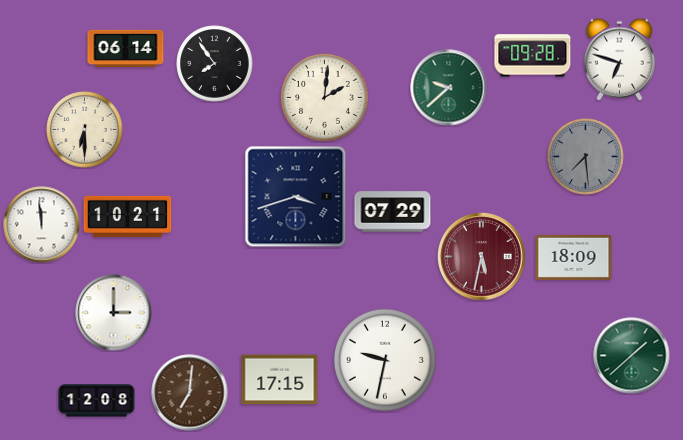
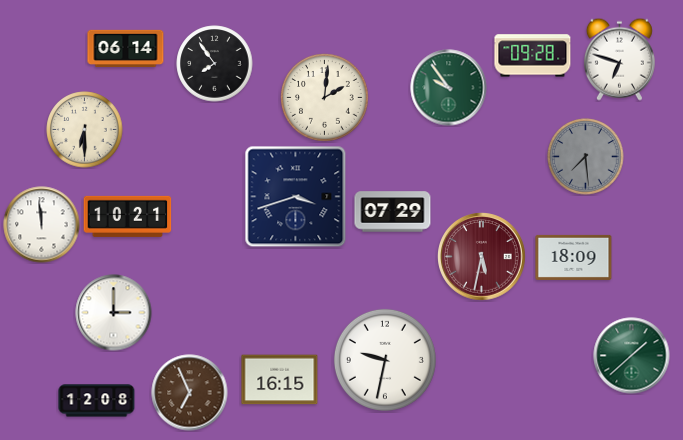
clock at (449, 88): 9:38 -> 9:54
clock at (280, 380): 17:15 -> 16:15
clock at (190, 393): 7:01 -> 6:56
